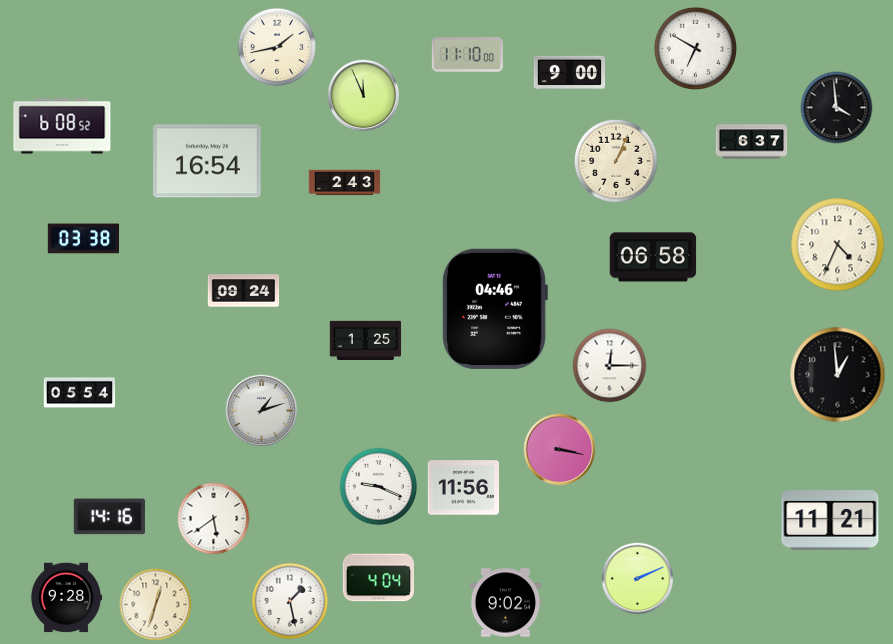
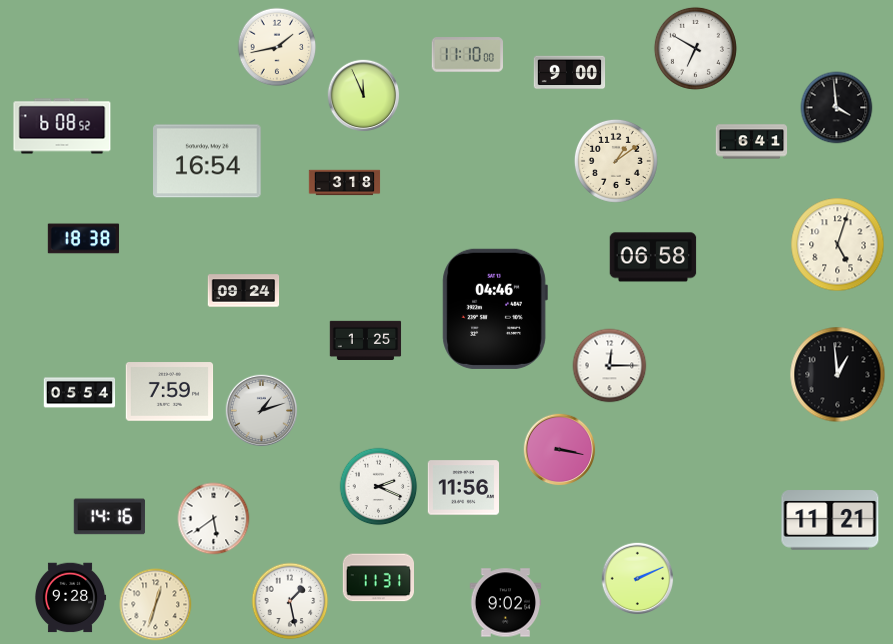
clock at (752, 142): 6:37 -> 6:41
clock at (616, 161): 1:04 -> 1:09
clock at (345, 183): 2:43 -> 3:18
clock at (84, 239): 03:38 -> 18:38
clock at (838, 245): 4:34 -> 5:03
clock at (170, 392): none -> 7:59
clock at (379, 487): 9:19 -> 2:19
clock at (378, 578): 4:04 -> 11:31
clock at (66, 598) position: (66, 598) -> (70, 598)
